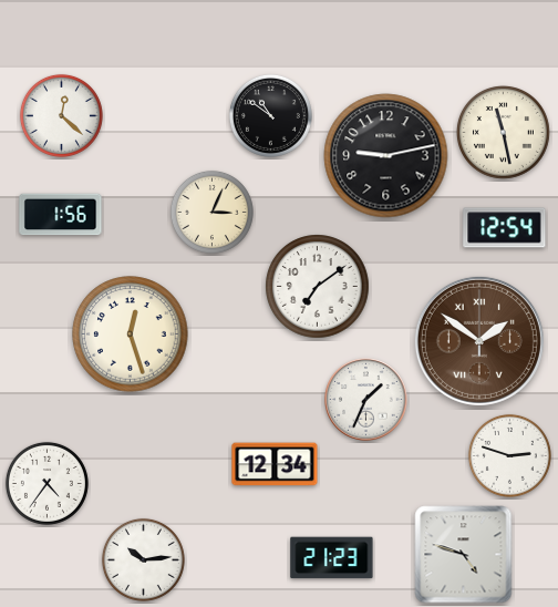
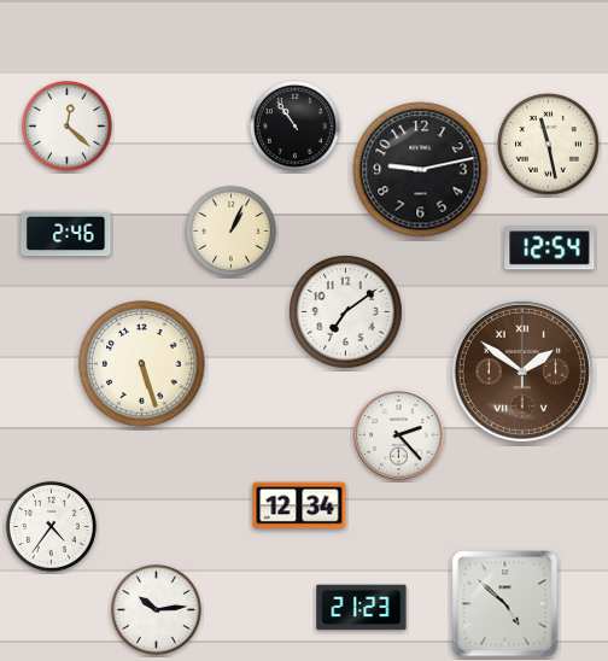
clock at (270, 115): 10:51 -> 10:54
clock at (211, 212): 3:04 -> 1:04
clock at (61, 215): 1:56 -> 2:46
clock at (131, 335): 12:27 -> 5:27
clock at (366, 400): 1:34 -> 2:23
clock at (509, 455): 2:48 -> none
clock at (464, 555): 4:48 -> 4:52
